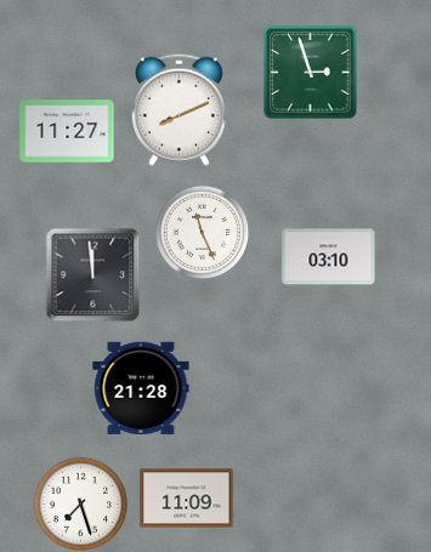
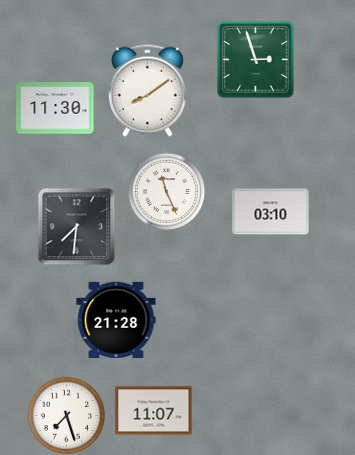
clock at (178, 109): 8:11 -> 8:09
clock at (67, 131): 11:27 -> 11:30
clock at (92, 274): 11:59 -> 7:31
clock at (187, 499): 11:09 -> 11:07
